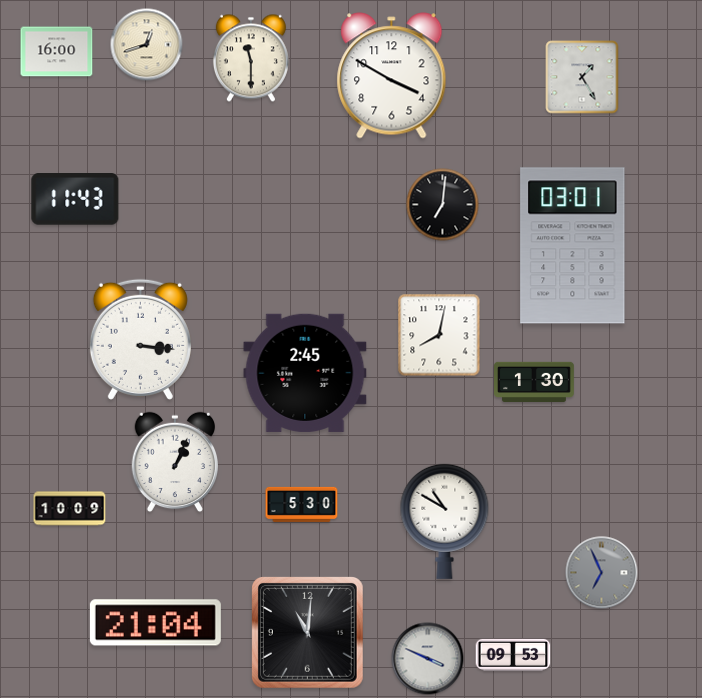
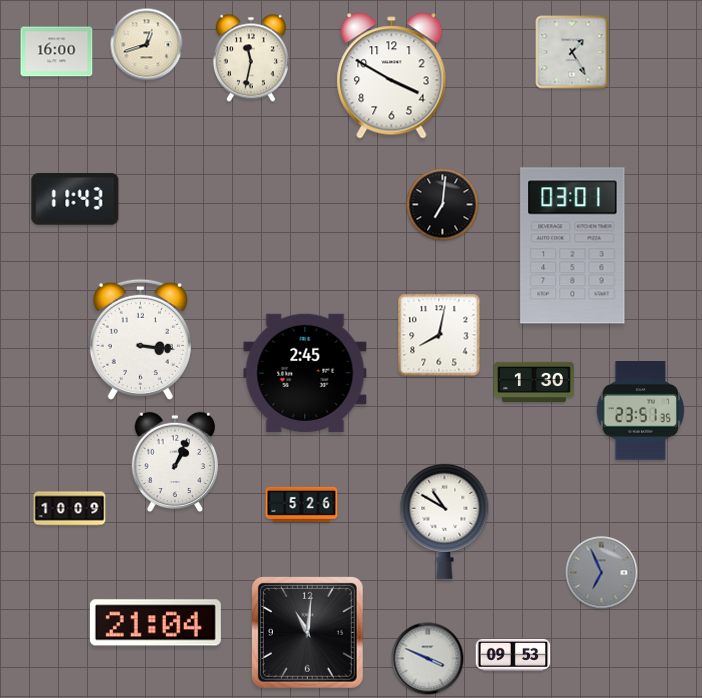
clock at (251, 58): 11:30 -> 11:32
clock at (582, 77) position: (582, 77) -> (572, 52)
clock at (640, 411): none -> 23:51
clock at (302, 504): 5:30 -> 5:26
